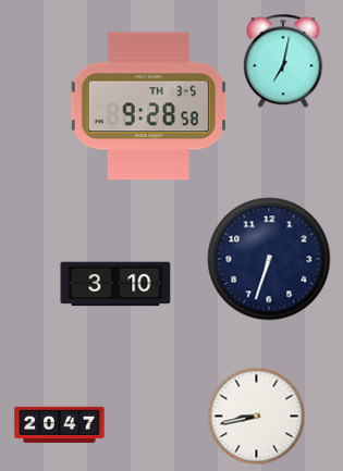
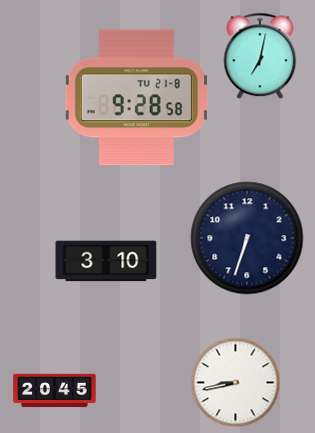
clock at (148, 107) date: TH 3-5 -> TU 21-8
clock at (60, 425): 20:47 -> 20:45
